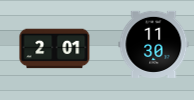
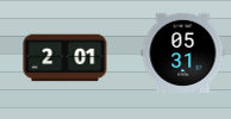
clock at (154, 44): 11:30 -> 05:31
